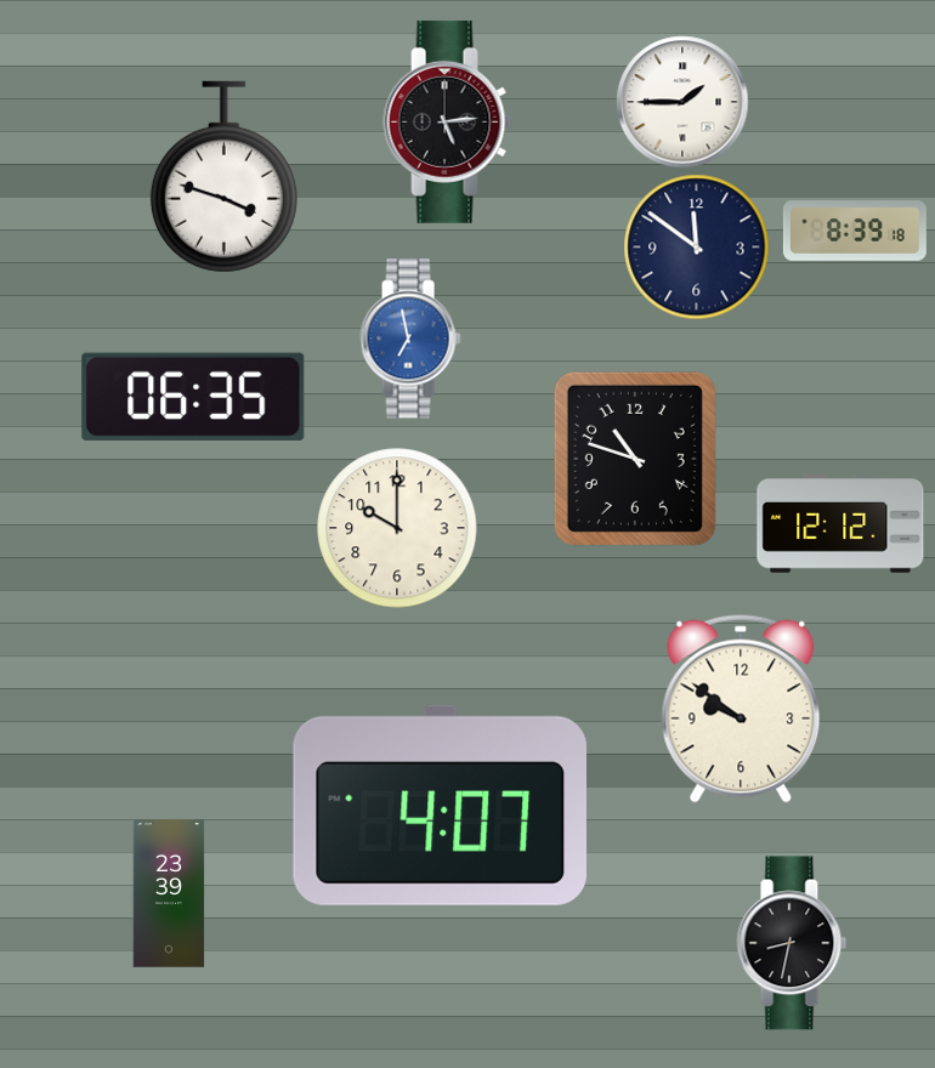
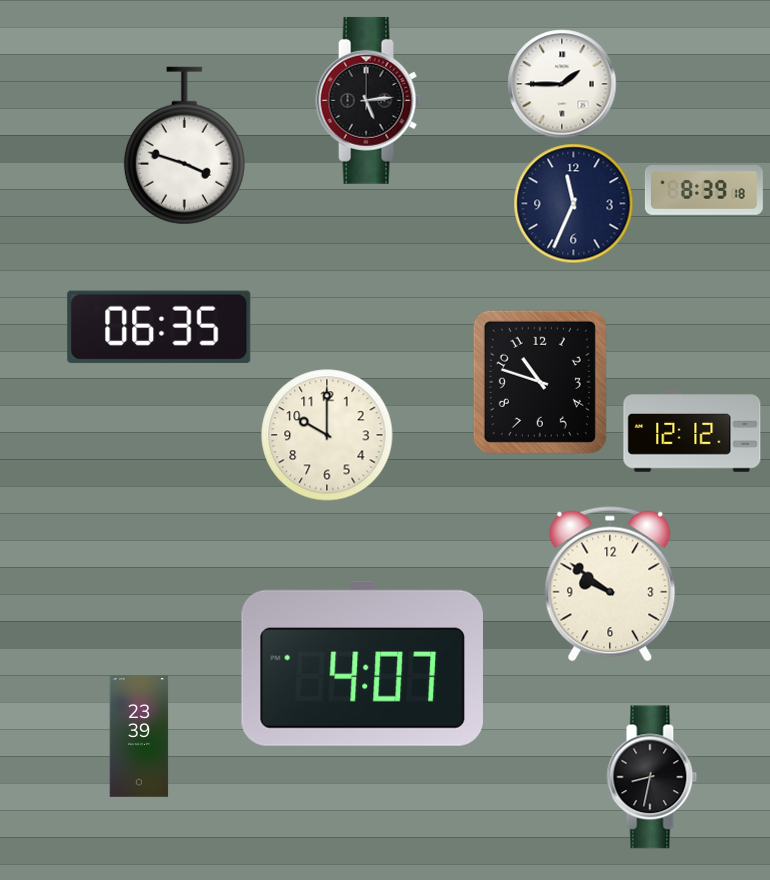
clock at (697, 248): 11:51 -> 11:34
clock at (410, 339): 6:58 -> none
clock at (635, 459) position: (635, 459) -> (540, 382)
